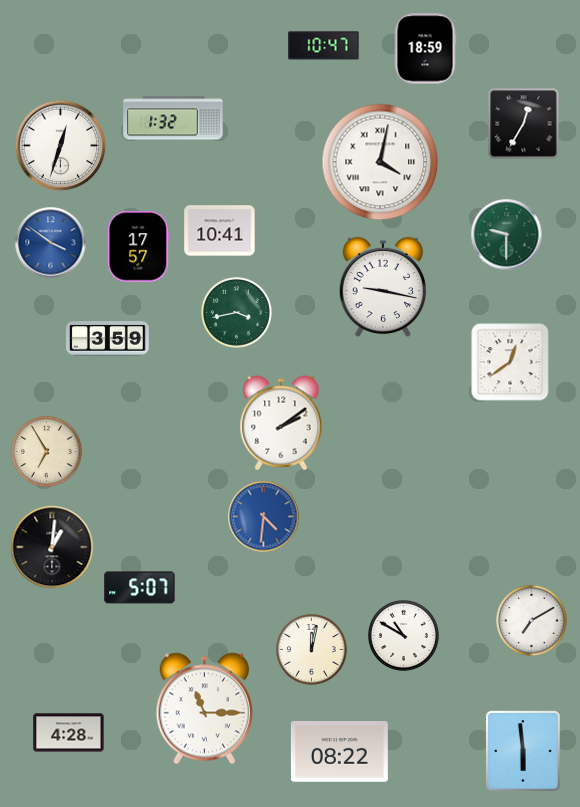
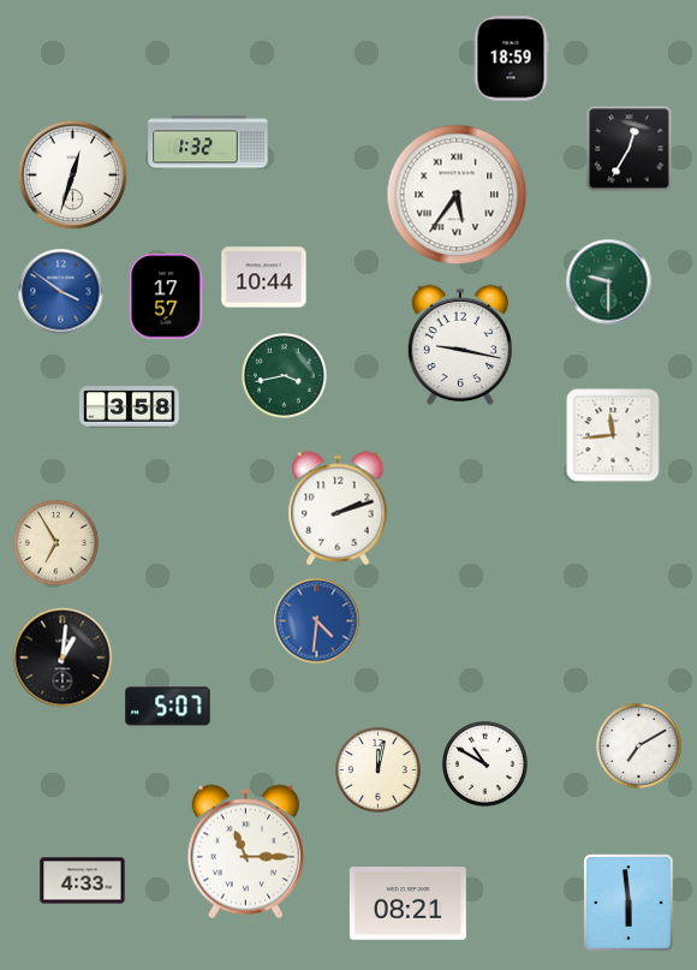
clock at (324, 46): 10:47 -> none
clock at (380, 162): 4:02 -> 5:36
clock at (220, 231): 10:41 -> 10:44
clock at (108, 339): 3:59 -> 3:58
clock at (510, 362): 12:39 -> 11:44
clock at (281, 423): 2:09 -> 2:12
clock at (312, 650) position: (312, 650) -> (379, 770)
clock at (69, 733): 4:28 -> 4:33
clock at (339, 752): 08:22 -> 08:21
